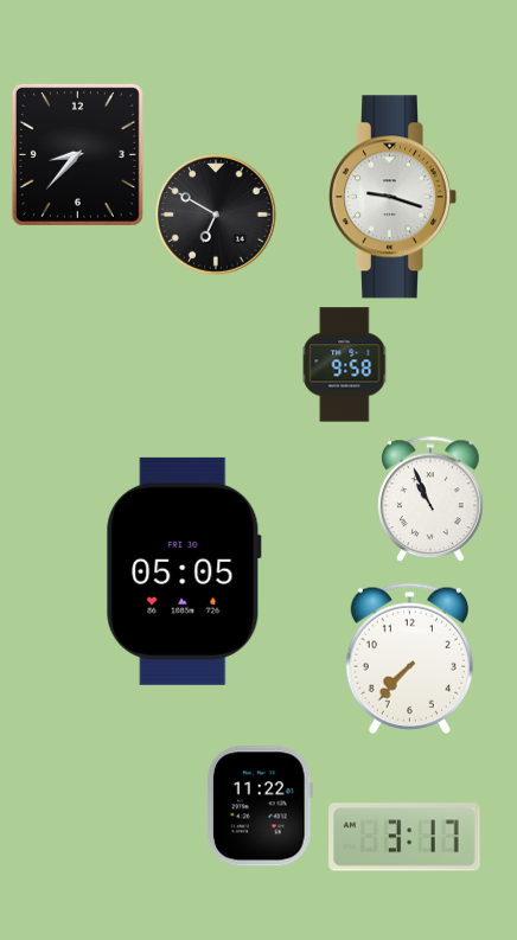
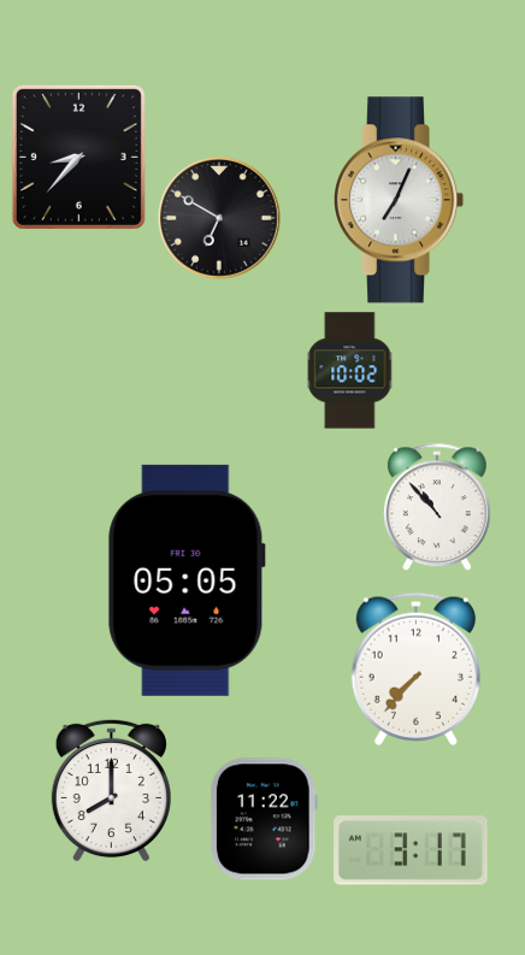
clock at (392, 197): 9:18 -> 7:04
clock at (345, 365): 9:58 -> 10:02
clock at (432, 500): 10:56 -> 10:53
clock at (111, 790): none -> 8:00
